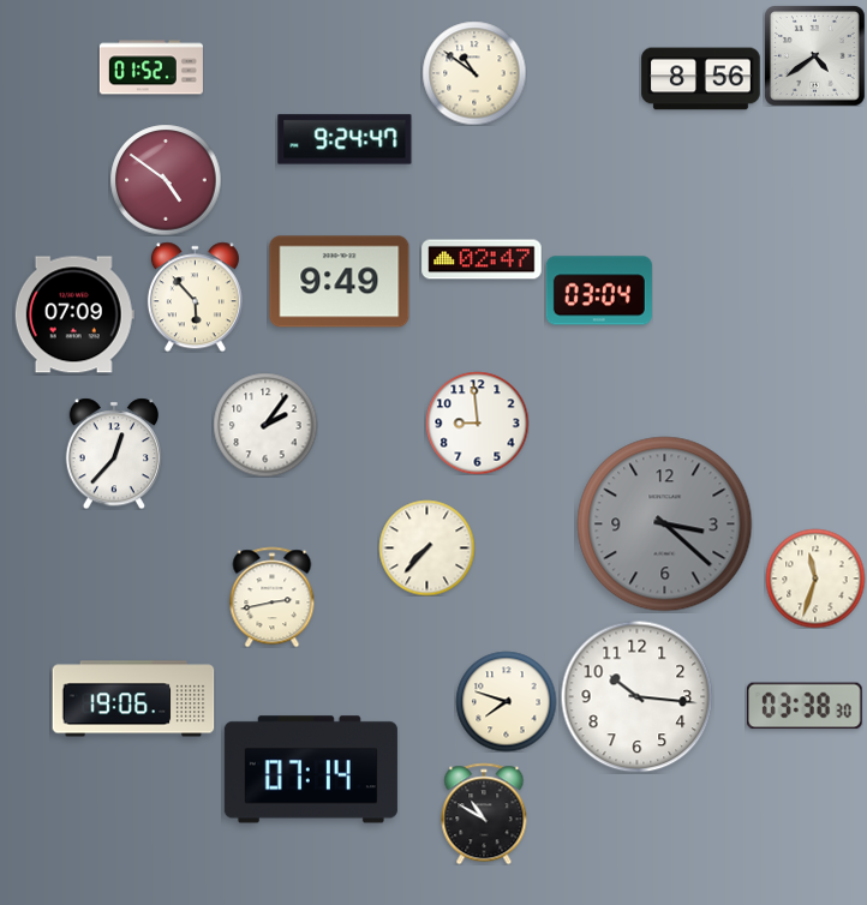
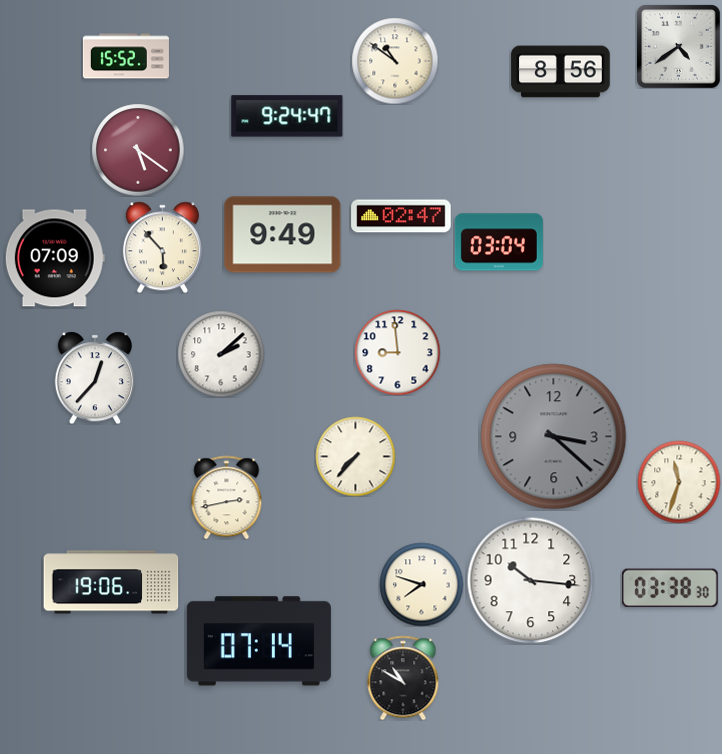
clock at (151, 67): 01:52 -> 15:52
clock at (701, 79) position: (701, 79) -> (561, 72)
clock at (166, 180): 4:51 -> 5:21
clock at (74, 314) position: (74, 314) -> (55, 258)
clock at (265, 425): 2:06 -> 2:08
